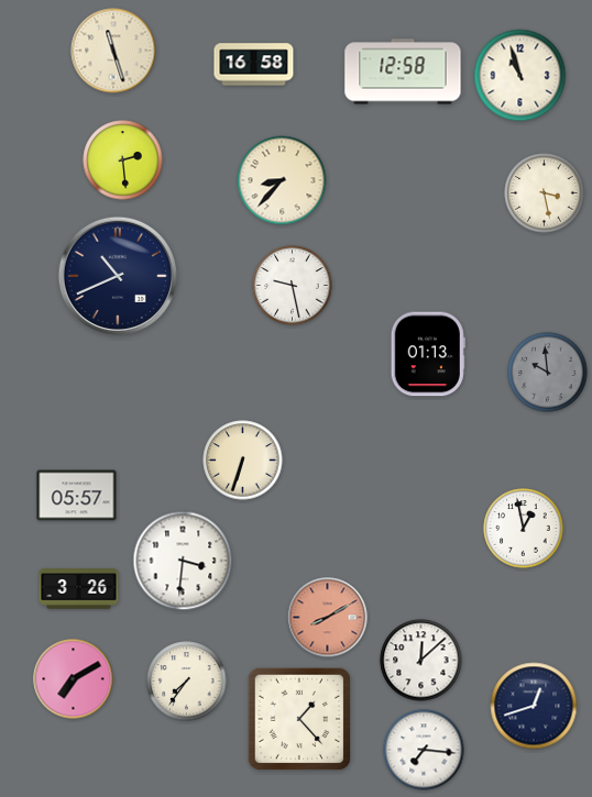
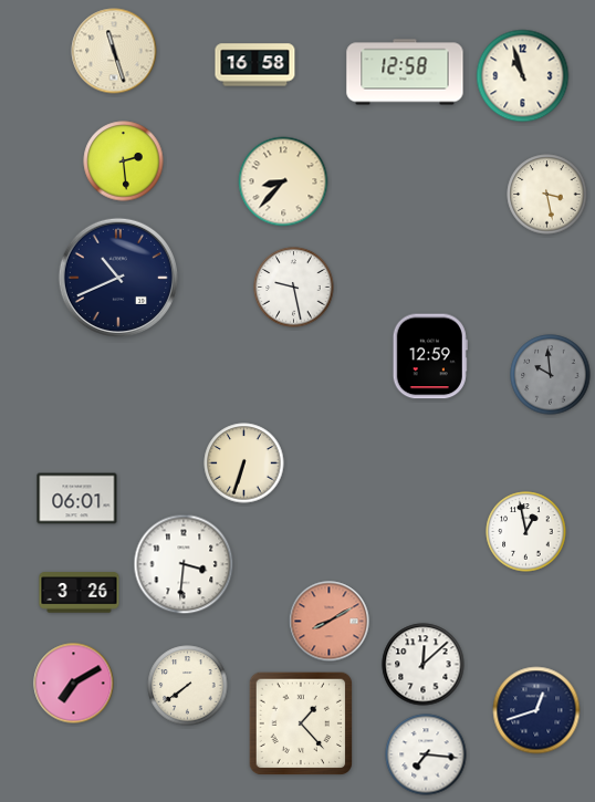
clock at (428, 354): 01:13 -> 12:59
clock at (77, 496): 05:57 -> 06:01
clock at (187, 682): 7:36 -> 7:39
